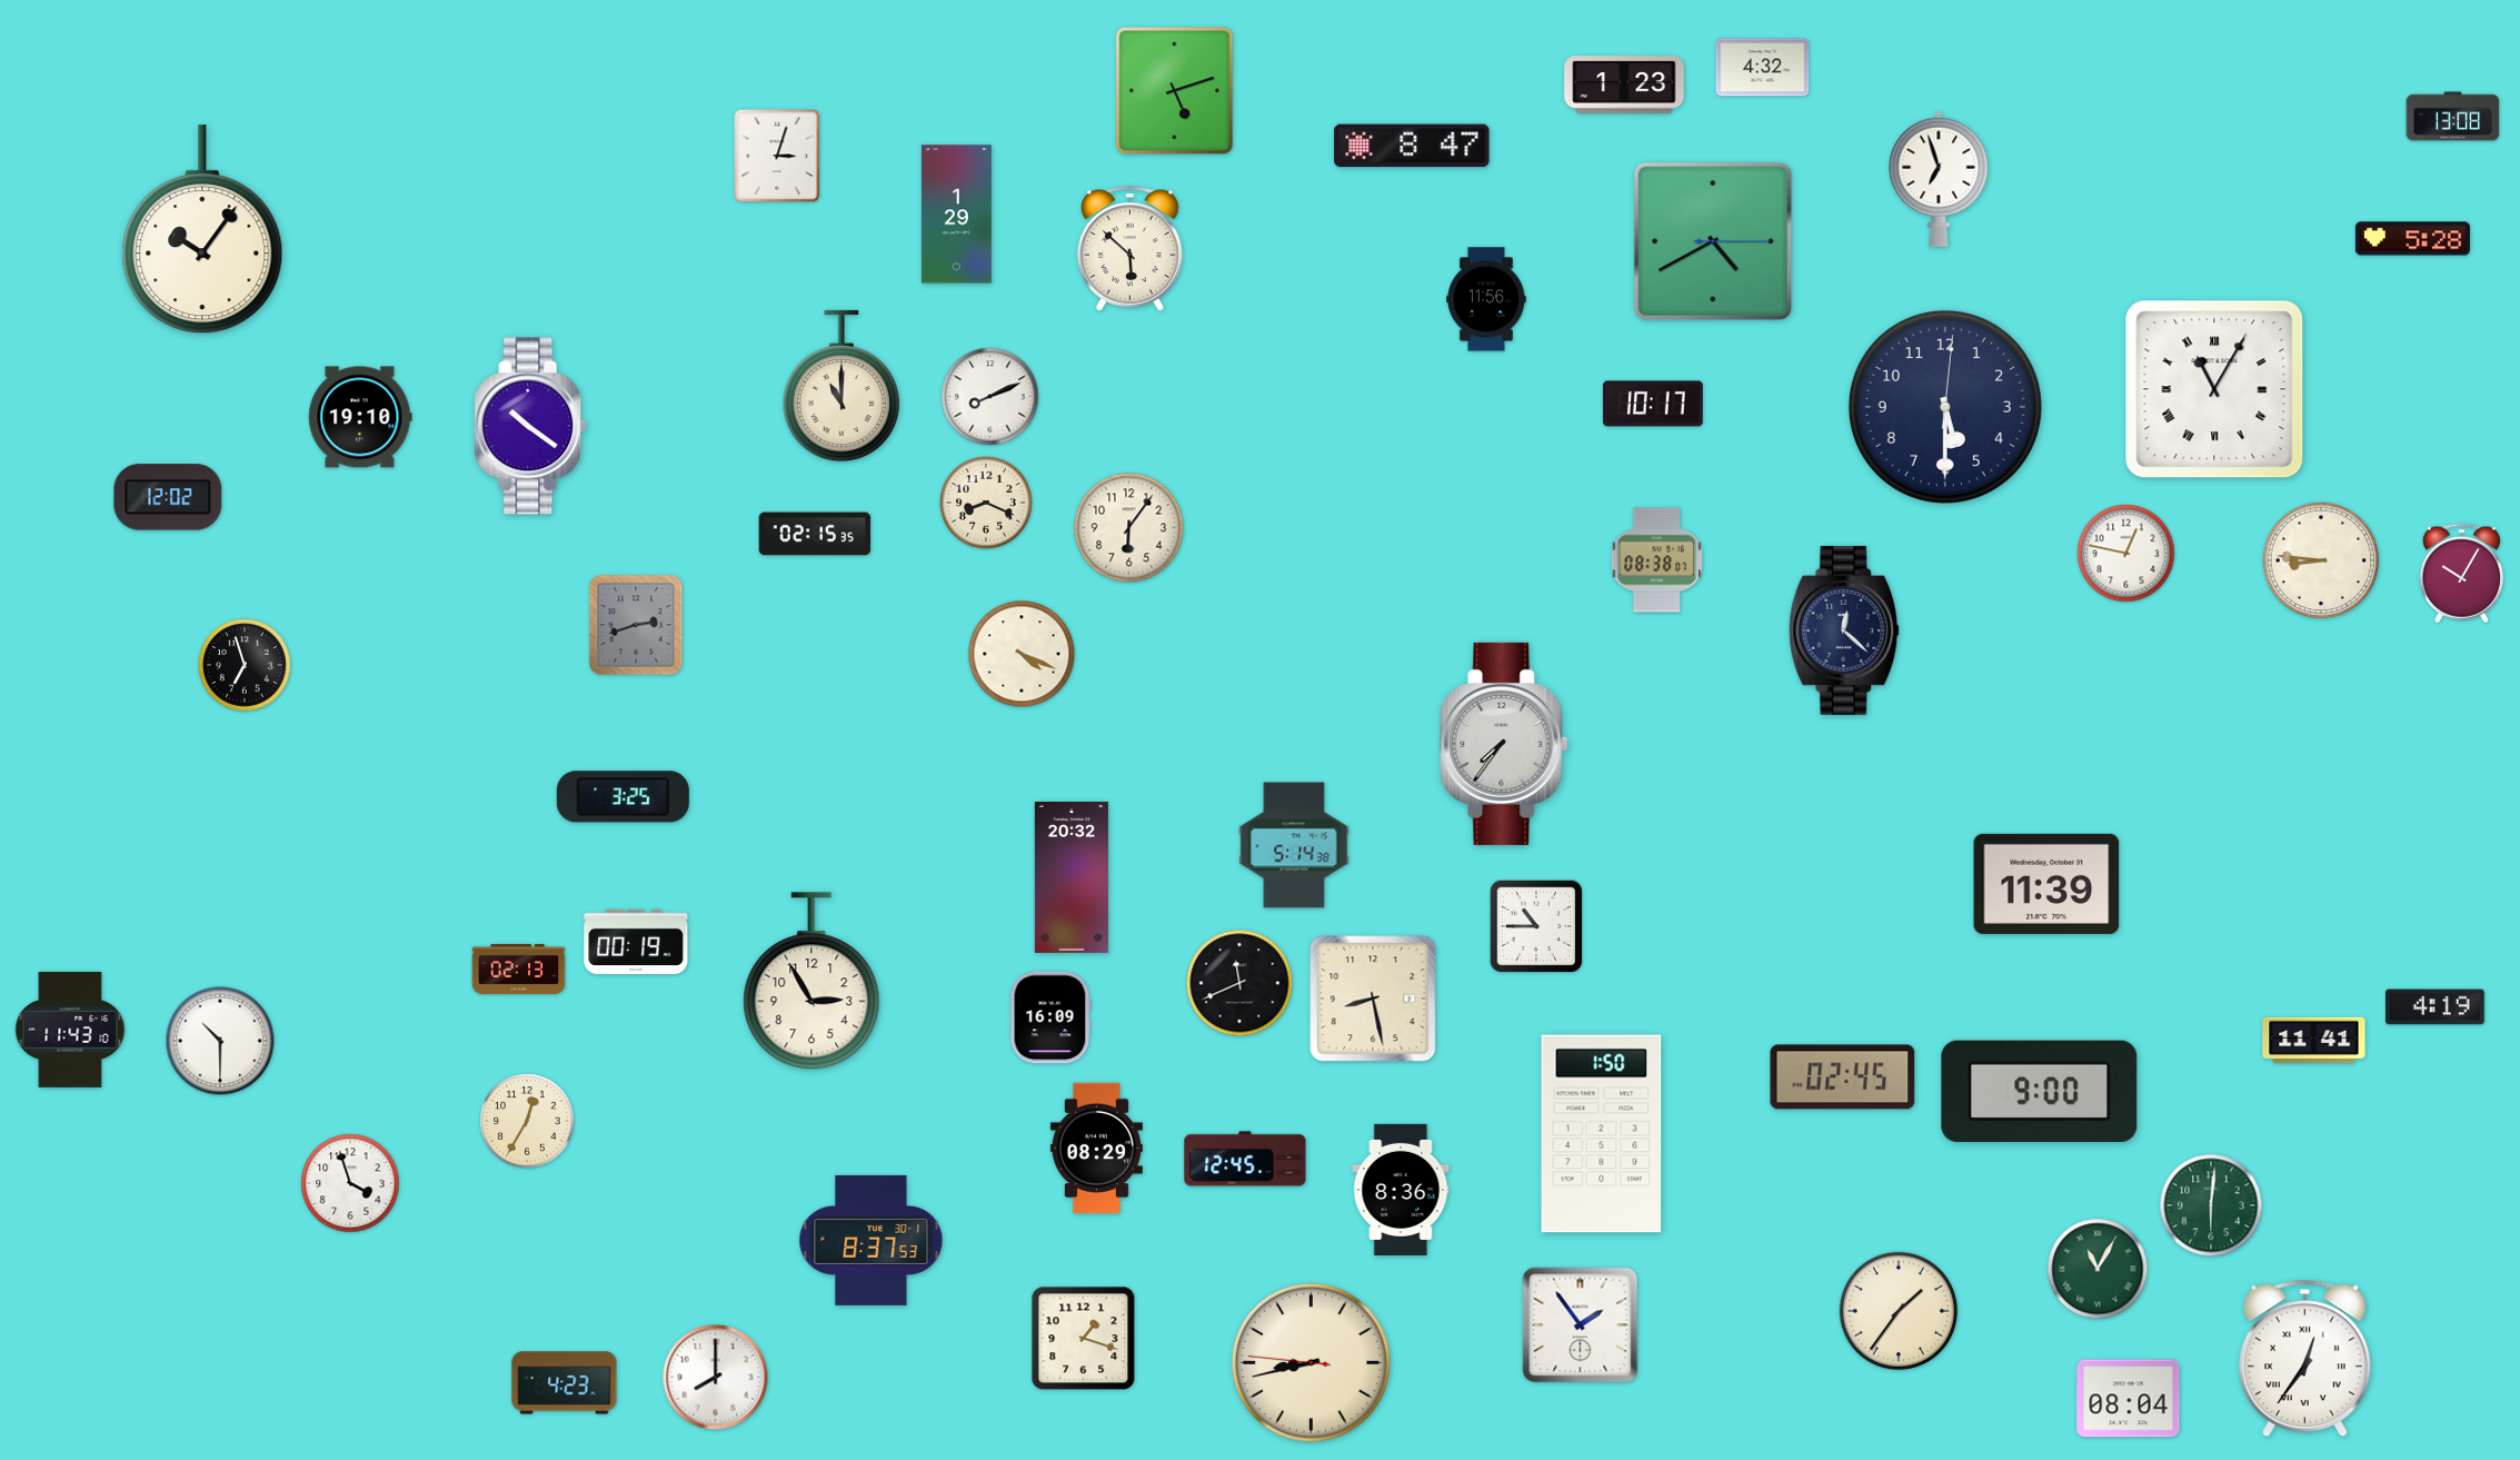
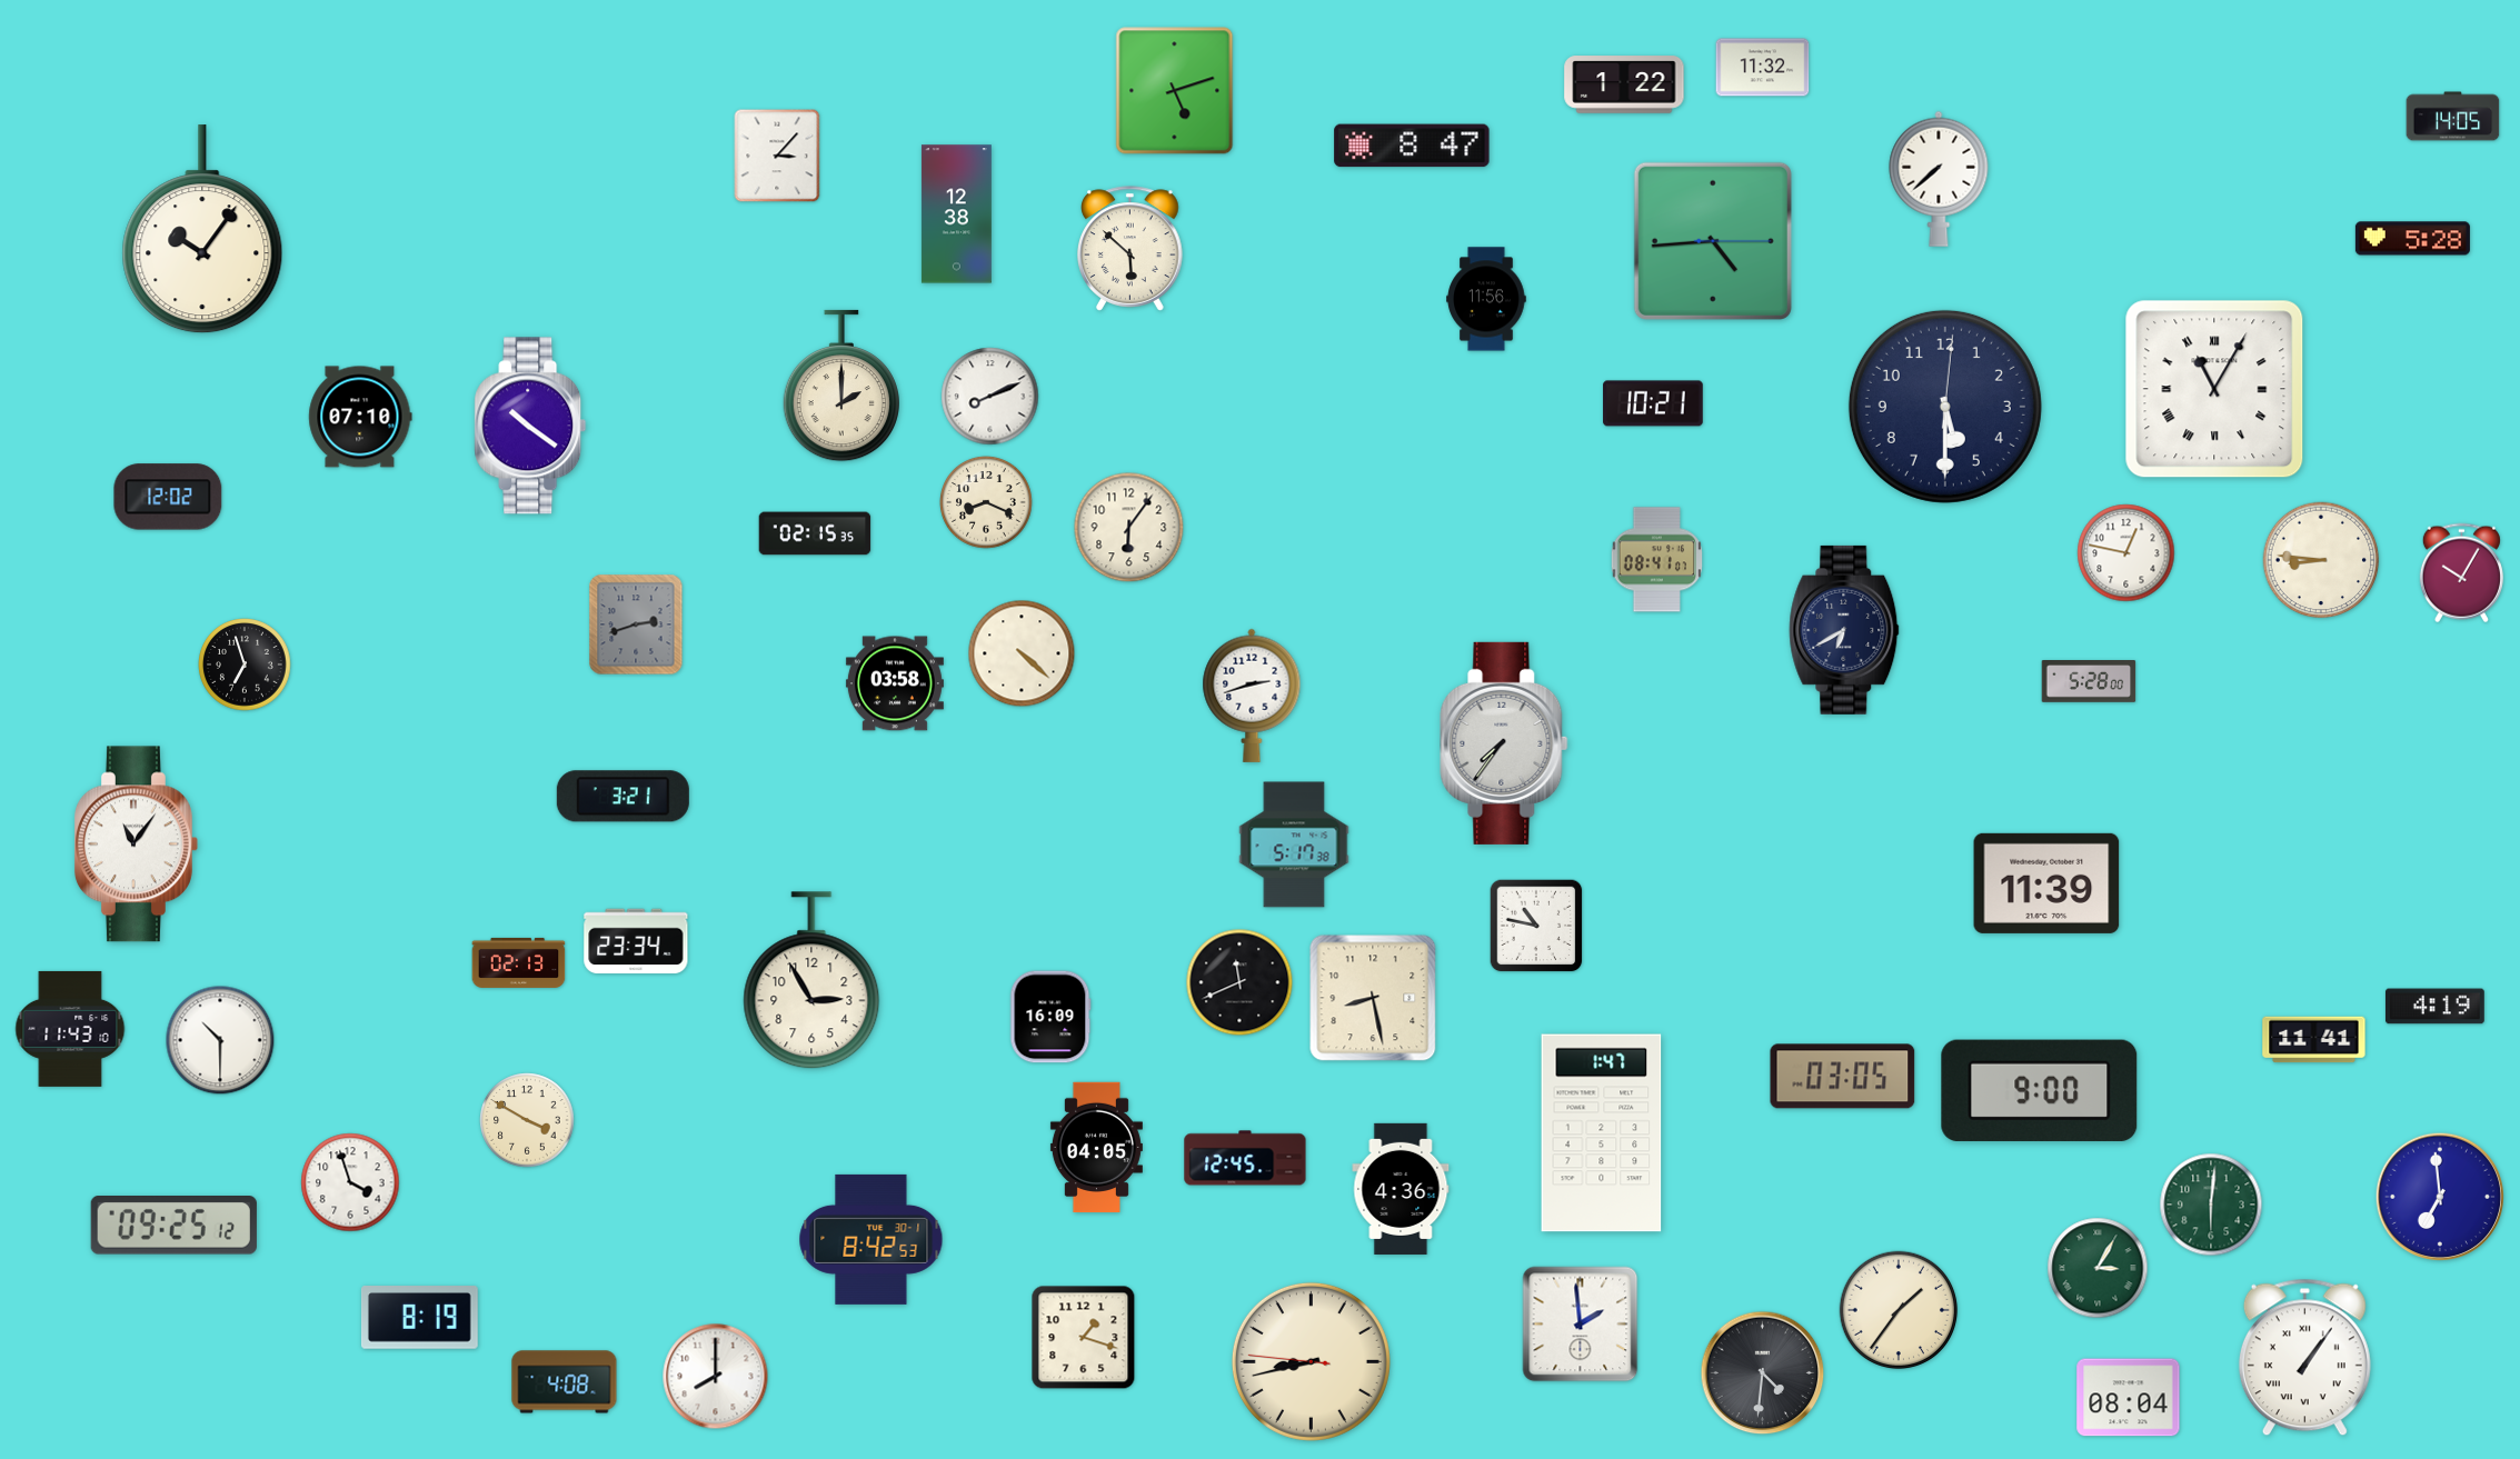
clock at (1763, 68): 4:32 -> 11:32
clock at (1624, 85): 1:23 -> 1:22
clock at (2453, 117): 13:08 -> 14:05
clock at (777, 156): 3:03 -> 3:07
clock at (1939, 179): 6:57 -> 7:38
clock at (956, 215): 1:29 -> 12:38
clock at (1713, 241): 4:40 -> 4:44
clock at (840, 386): 11:00 -> 2:00
clock at (1653, 404): 10:17 -> 10:21
clock at (360, 417): 19:10 -> 07:10
clock at (1656, 560): 08:38 -> 08:41
clock at (1844, 630): 12:22 -> 6:40
clock at (1022, 654): 4:19 -> 4:22
clock at (2089, 682): none -> 5:28
clock at (895, 683): none -> 03:58
clock at (1252, 696): none -> 2:42
clock at (622, 797): 3:25 -> 3:21
clock at (136, 845): none -> 11:06
clock at (1294, 845): 5:14 -> 5:17
clock at (1072, 877): 20:32 -> none
clock at (1536, 926): 10:45 -> 10:47
clock at (636, 942): 00:19 -> 23:34
clock at (519, 969) position: (519, 969) -> (519, 962)
clock at (1843, 1077): 02:45 -> 03:05
clock at (527, 1121): 12:35 -> 3:50
clock at (1602, 1134): 1:50 -> 1:47
clock at (1096, 1149): 08:29 -> 04:05
clock at (1401, 1190): 8:36 -> 4:36
clock at (2439, 1196): none -> 6:59
clock at (173, 1226): none -> 09:25
clock at (871, 1240): 8:37 -> 8:42
clock at (2098, 1269): 11:05 -> 3:05
clock at (419, 1318): none -> 8:19
clock at (1581, 1325): 1:54 -> 1:59
clock at (2304, 1359): 12:36 -> 1:06
clock at (1763, 1373): none -> 4:31
clock at (565, 1383): 4:23 -> 4:08
